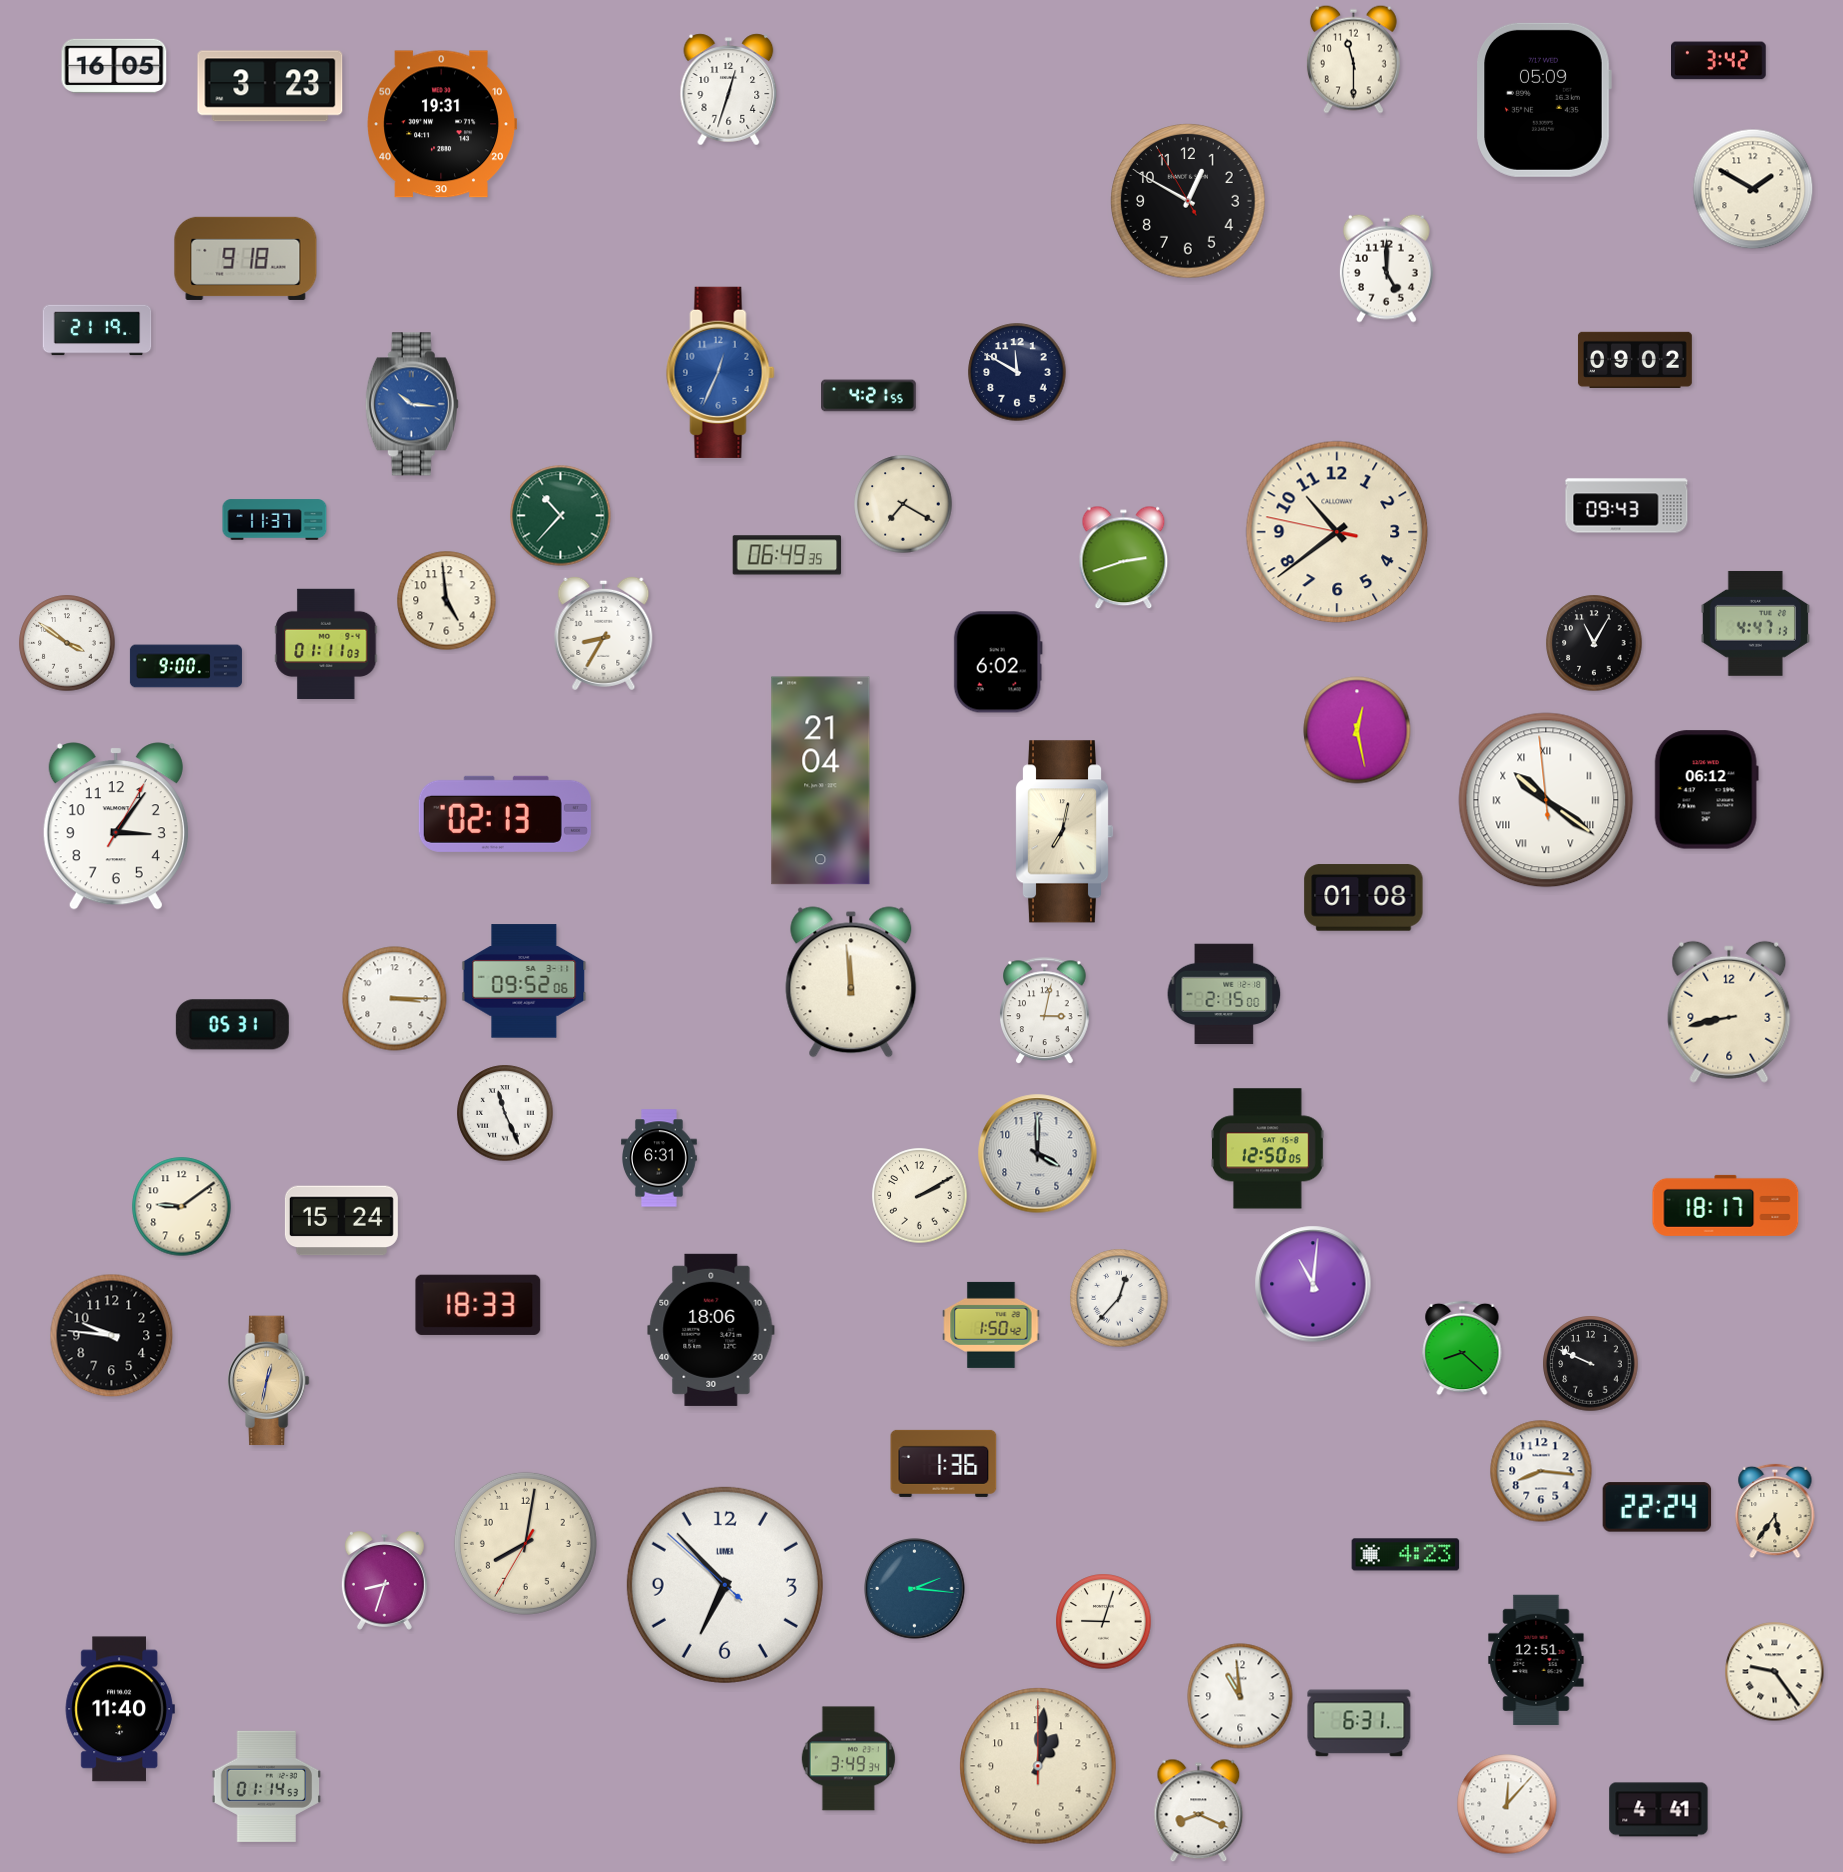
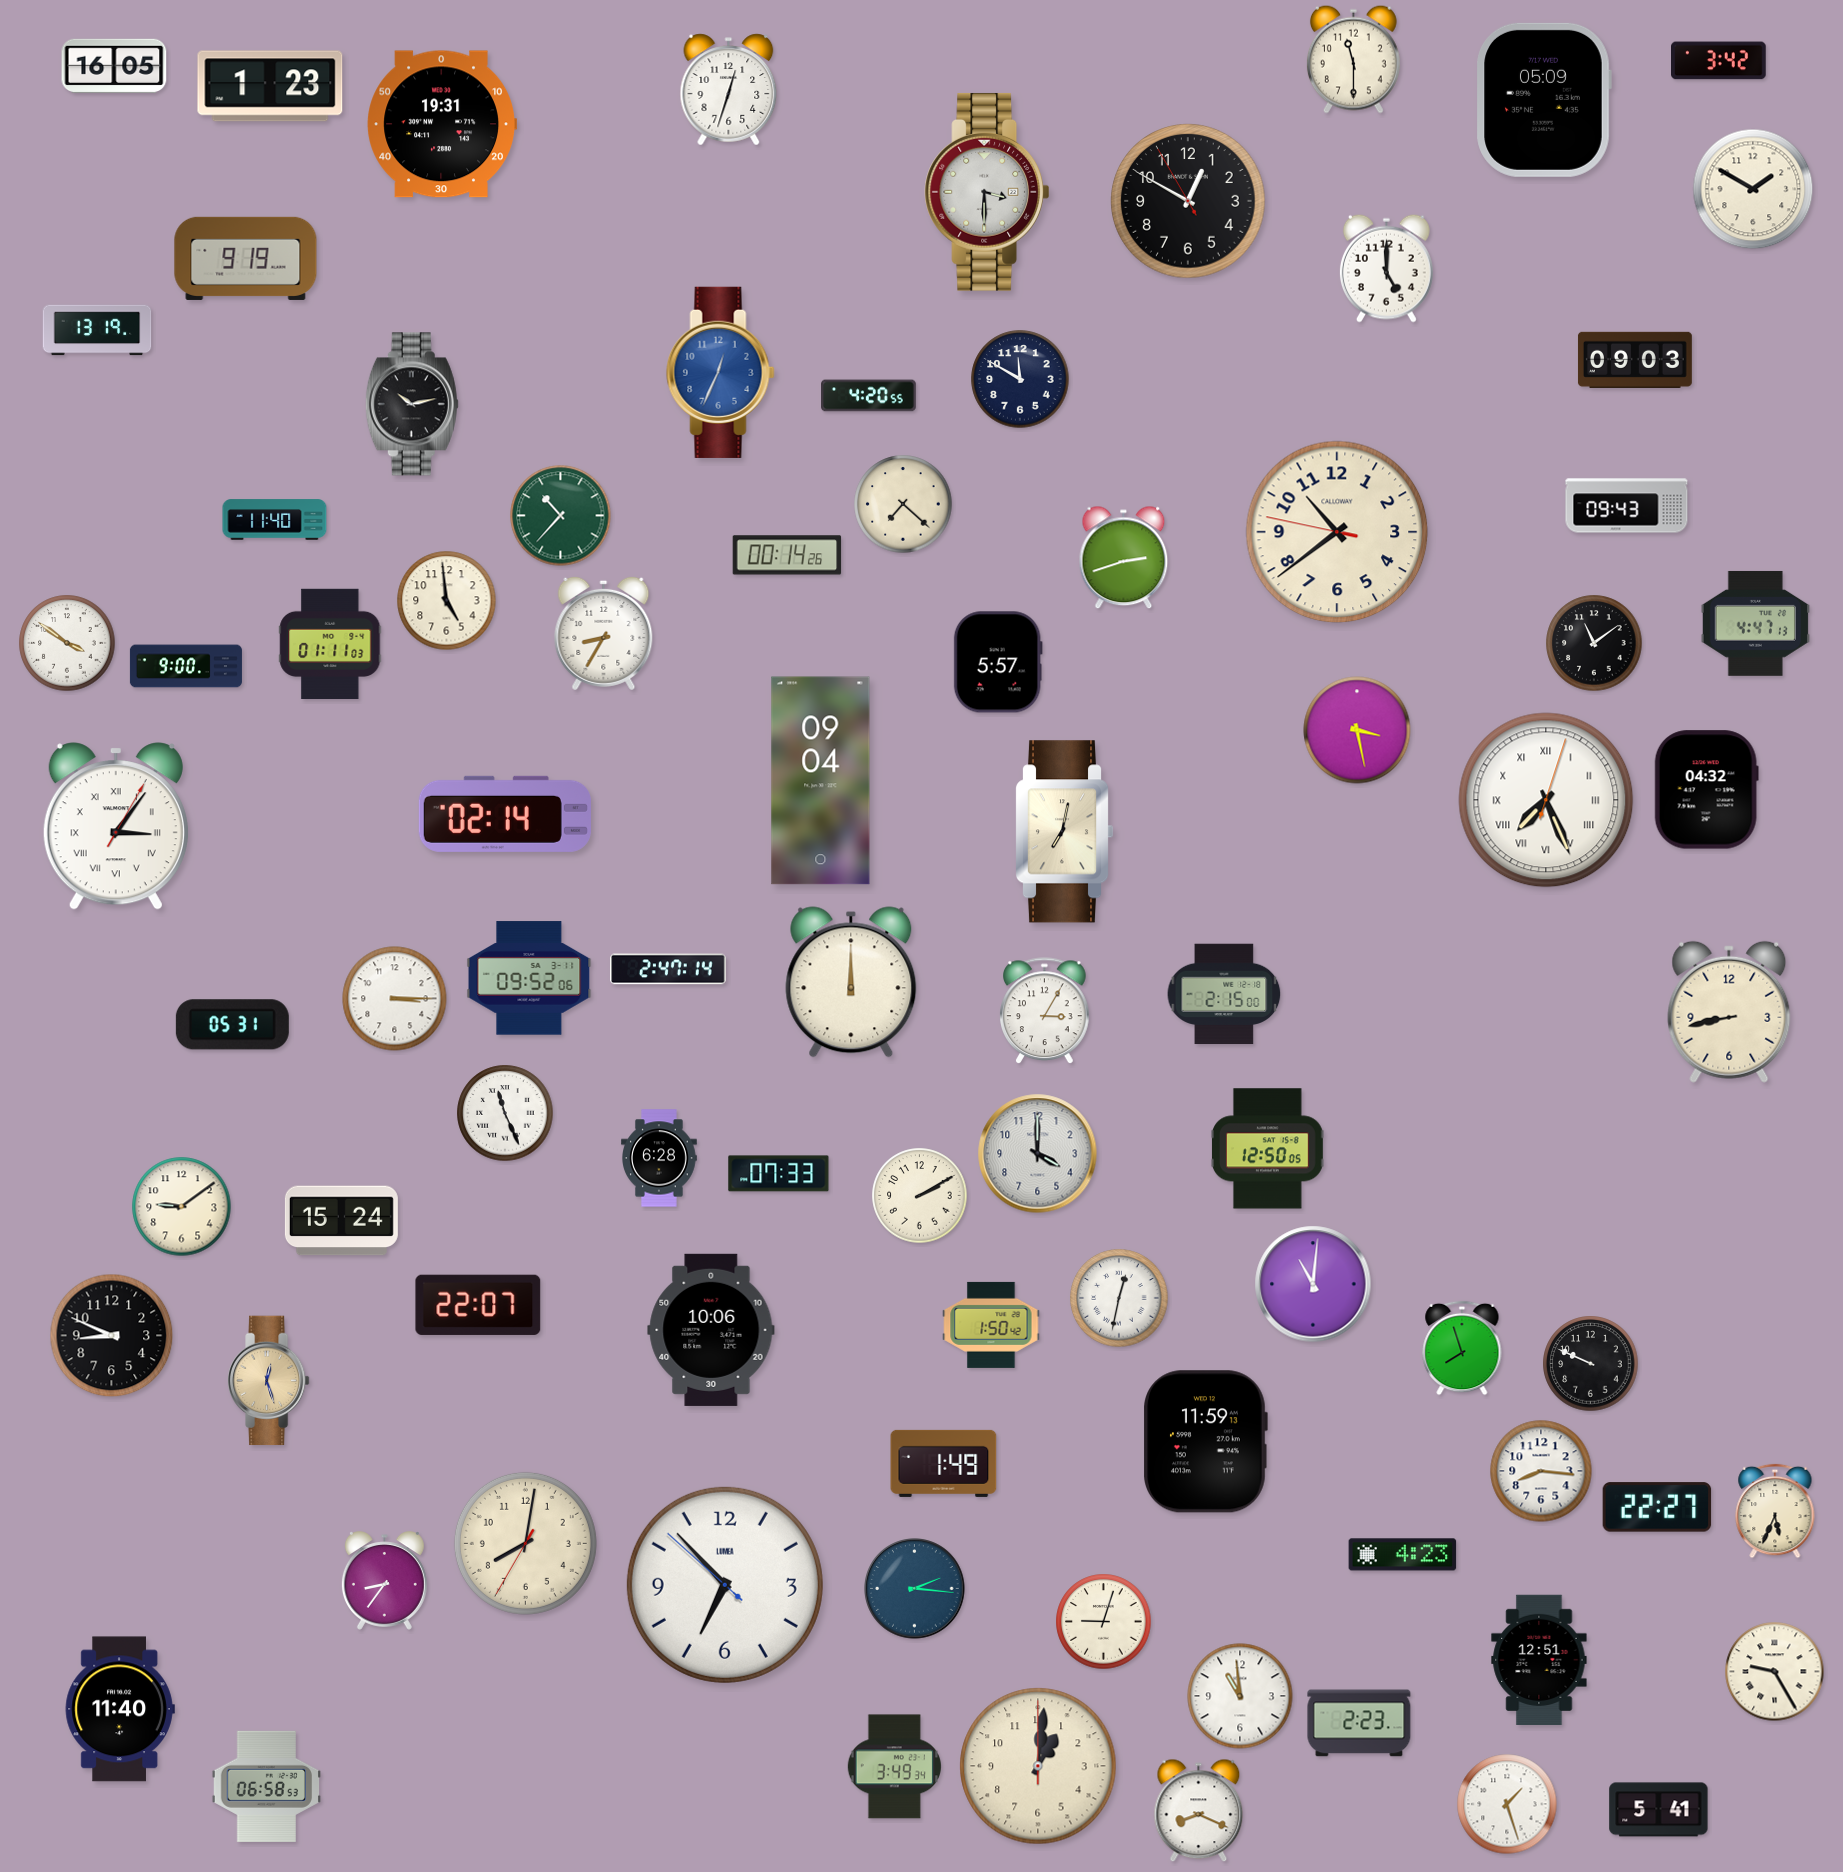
clock at (270, 86): 3:23 -> 1:23
clock at (986, 192): none -> 3:30
clock at (246, 258): 9:18 -> 9:19
clock at (97, 330): 21:19 -> 13:19
clock at (1635, 360): 09:02 -> 09:03
clock at (1017, 372) position: (1017, 372) -> (1020, 379)
clock at (869, 396): 4:21 -> 4:20
clock at (412, 404): 10:16 -> 10:13
clock at (412, 404) dial: blue -> black
clock at (903, 504): 7:20 -> 7:22
clock at (275, 520): 11:37 -> 11:40
clock at (787, 555): 06:49 -> 00:14
clock at (326, 643) position: (326, 643) -> (330, 643)
clock at (1594, 643): 11:05 -> 11:09
clock at (998, 662): 6:02 -> 5:57
clock at (1357, 730): 12:28 -> 3:28
clock at (821, 781): 21:04 -> 09:04
clock at (1706, 790): 06:12 -> 04:32
clock at (1546, 800): 10:20 -> 7:26
clock at (505, 814): 02:13 -> 02:14
clock at (116, 826) numerals: Arabic -> Roman
clock at (1364, 898): 01:08 -> none
clock at (668, 969): none -> 2:47
clock at (524, 981) position: (524, 981) -> (529, 978)
clock at (851, 982): 11:59 -> 12:00
clock at (1045, 1011): 3:02 -> 3:05
clock at (660, 1158): 6:31 -> 6:28
clock at (779, 1174): none -> 07:33
clock at (1726, 1205): 18:17 -> none
clock at (1119, 1298): 12:37 -> 12:32
clock at (478, 1305): 18:33 -> 22:07
clock at (711, 1330): 18:06 -> 10:06
clock at (112, 1336): 9:46 -> 8:49
clock at (1462, 1348): 8:22 -> 7:57
clock at (269, 1381): 12:32 -> 12:27
clock at (1205, 1442): none -> 11:59
clock at (944, 1463): 1:36 -> 1:49
clock at (1657, 1507): 22:24 -> 22:27
clock at (1775, 1511): 5:36 -> 5:34
clock at (1406, 1555) position: (1406, 1555) -> (1403, 1555)
clock at (384, 1581): 8:33 -> 8:36
clock at (1536, 1659) position: (1536, 1659) -> (1539, 1659)
clock at (1775, 1672): 9:24 -> 9:25
clock at (1359, 1723): 6:31 -> 2:23
clock at (848, 1759) position: (848, 1759) -> (894, 1767)
clock at (266, 1786): 01:14 -> 06:58
clock at (1507, 1804): 12:07 -> 1:27
clock at (1659, 1810): 4:41 -> 5:41
